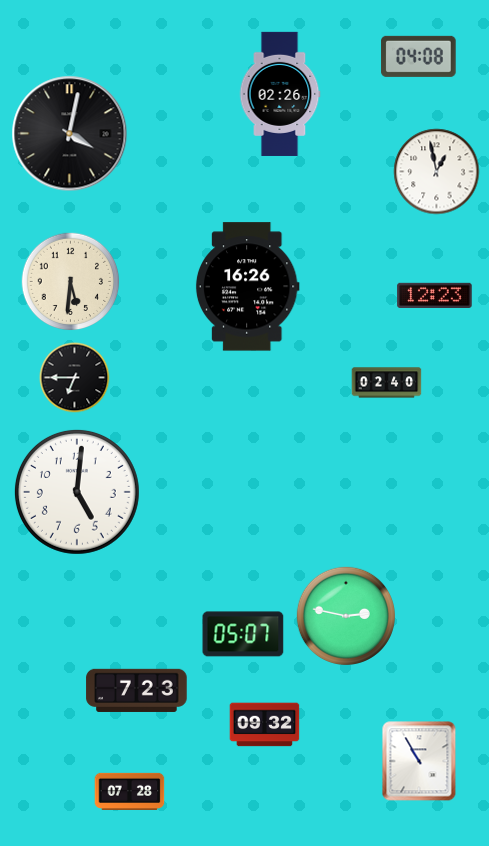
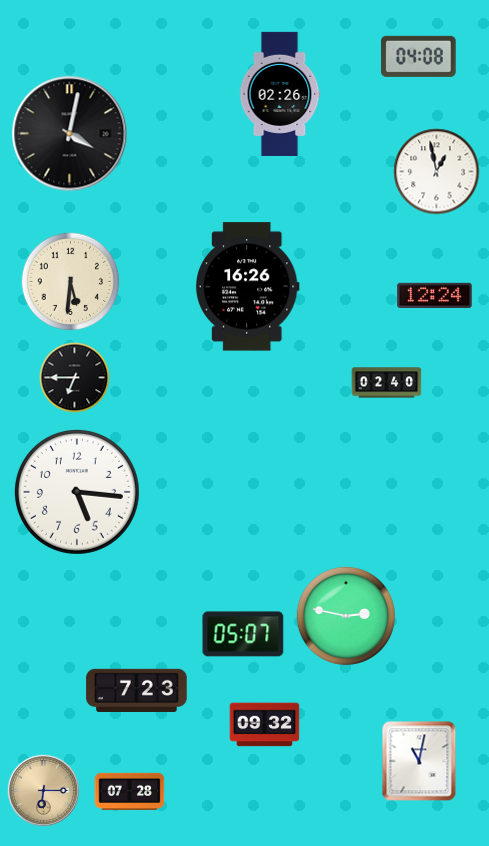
clock at (435, 295): 12:23 -> 12:24
clock at (77, 492): 5:01 -> 5:16
clock at (419, 761): 10:55 -> 11:02
clock at (44, 791): none -> 6:15
